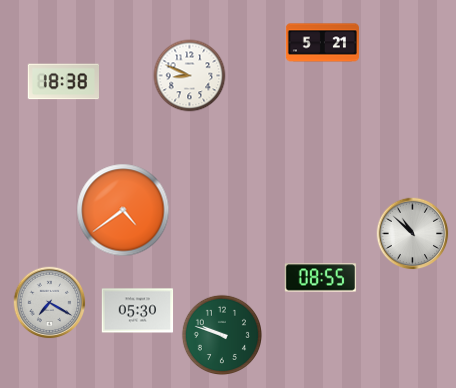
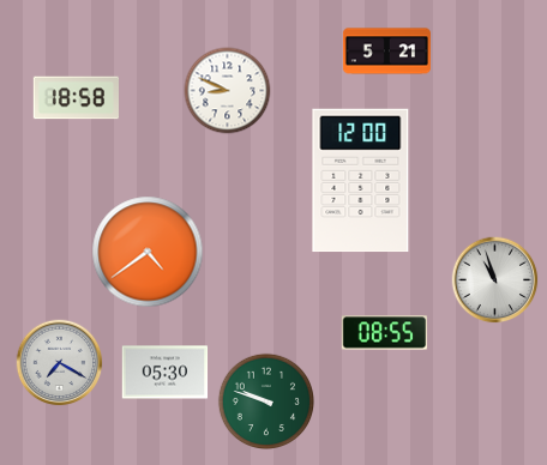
clock at (64, 82): 18:38 -> 18:58
clock at (361, 181): none -> 12:00
clock at (413, 234): 10:52 -> 10:57
